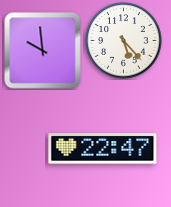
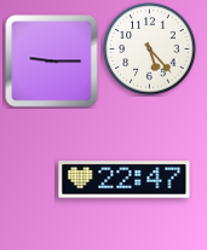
clock at (43, 51): 9:59 -> 9:15
